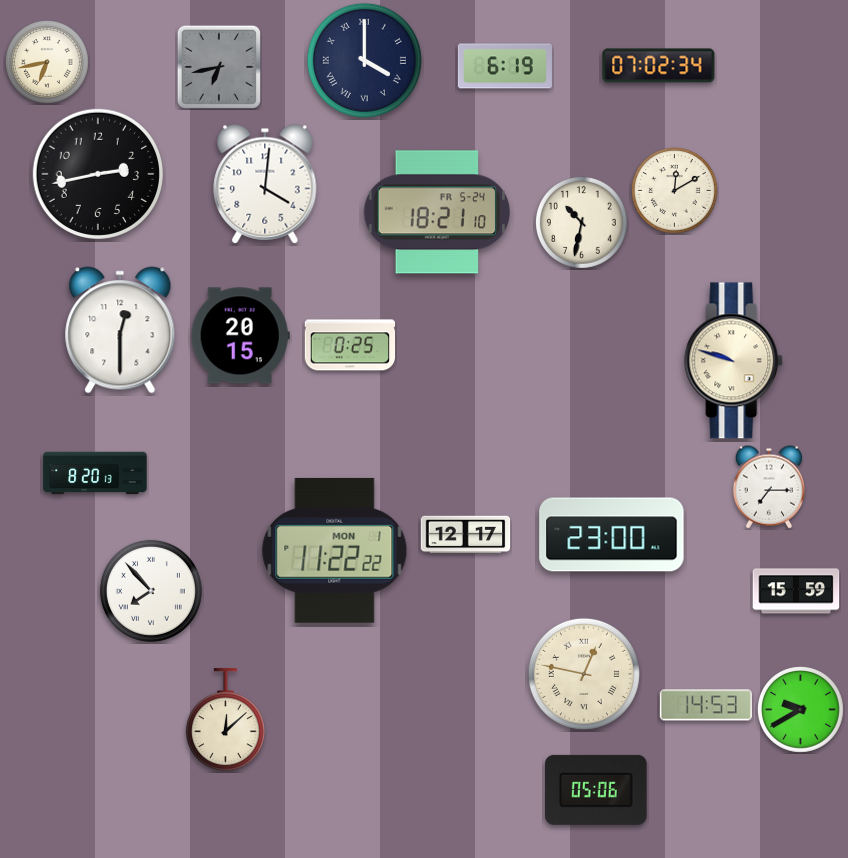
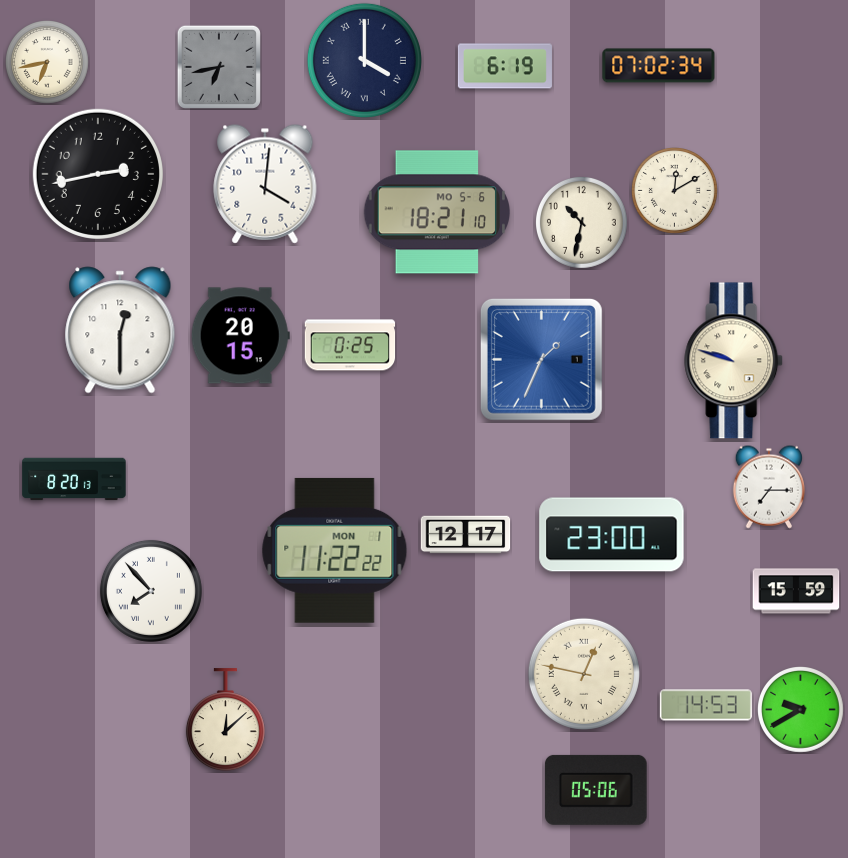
clock at (437, 212) date: FR 5-24 -> MO 5-6
clock at (541, 359): none -> 1:34
clock at (95, 473) position: (95, 473) -> (74, 479)
